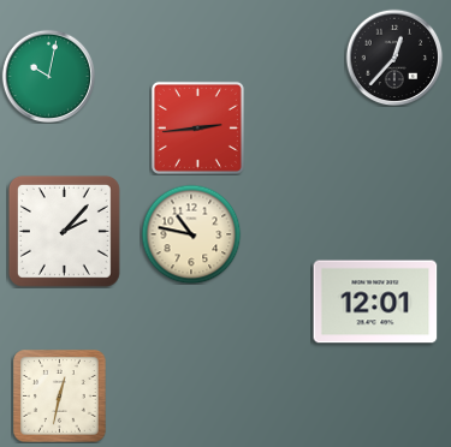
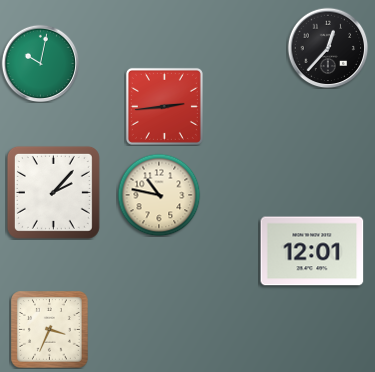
clock at (60, 397): 12:32 -> 3:34
